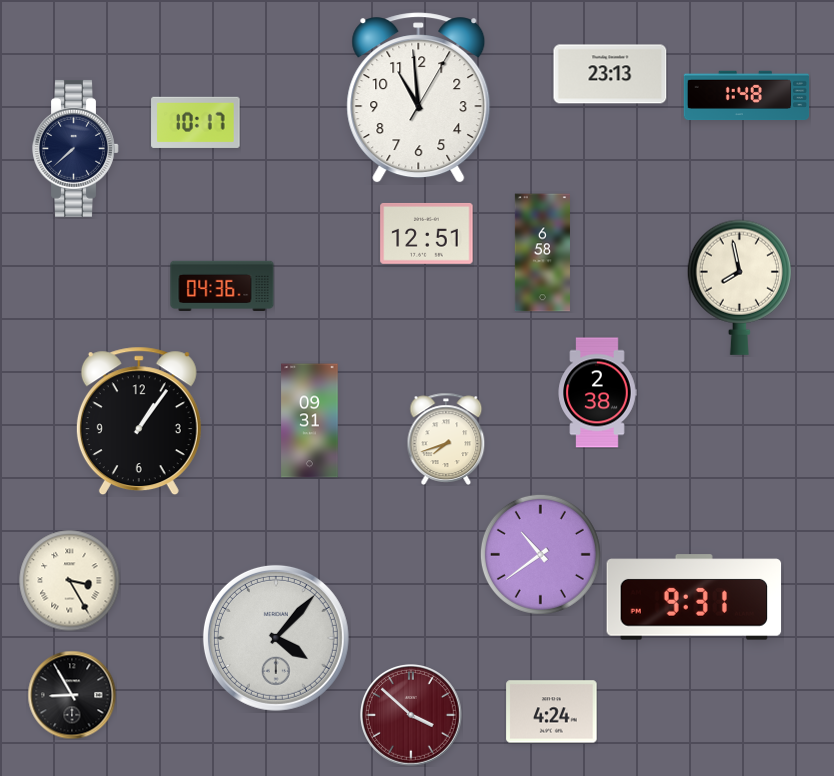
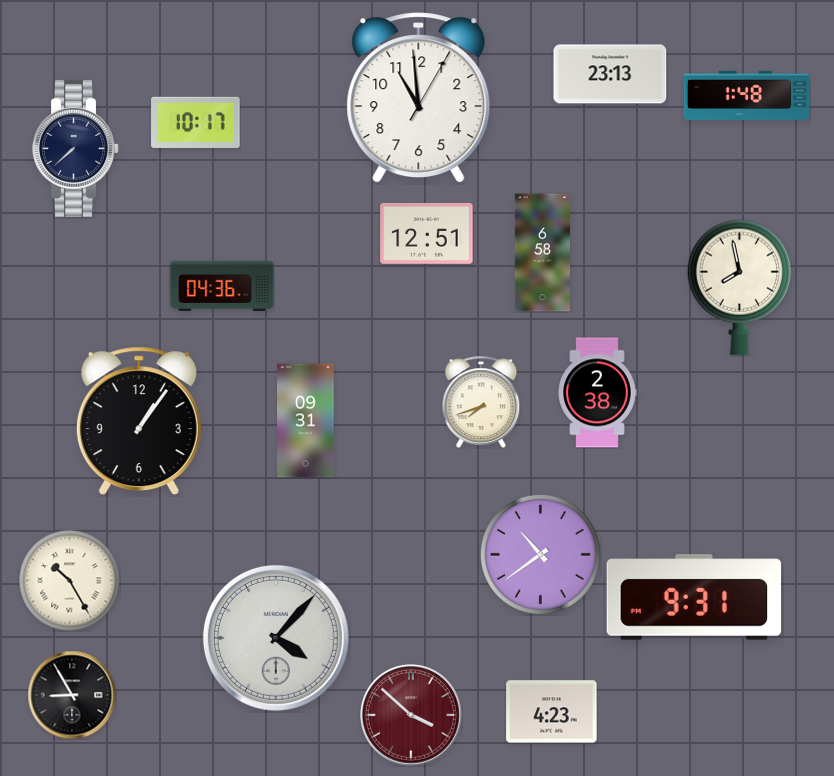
clock at (310, 421) position: (310, 421) -> (306, 421)
clock at (446, 439) position: (446, 439) -> (481, 402)
clock at (70, 581): 3:25 -> 10:25
clock at (552, 712): 4:24 -> 4:23
